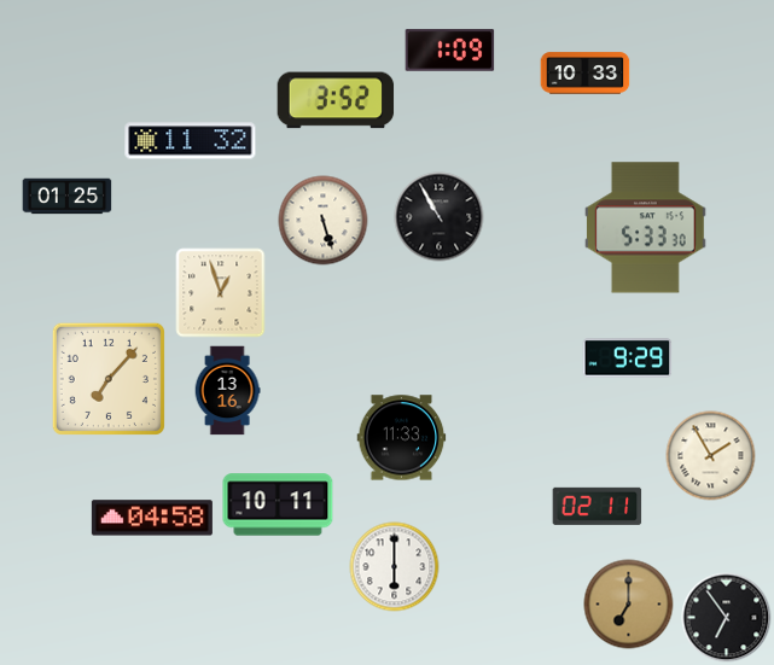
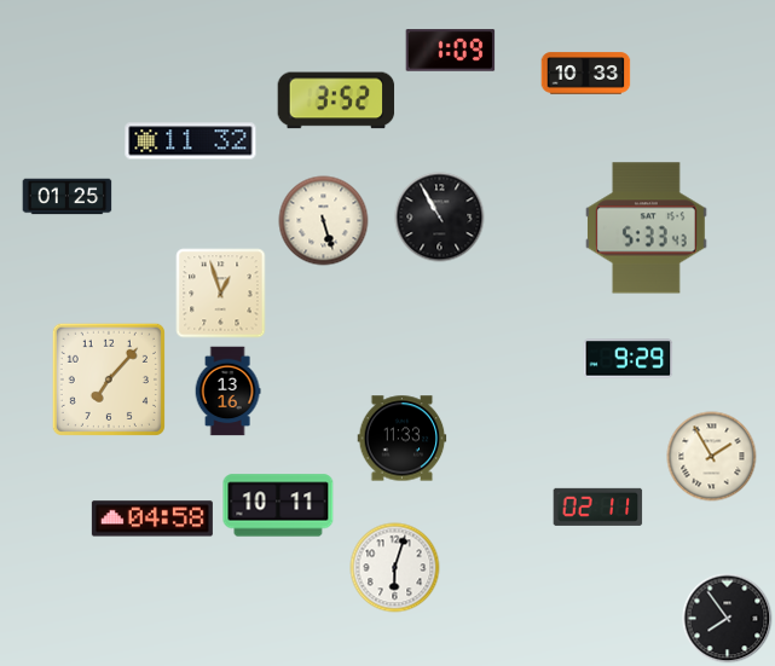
clock at (646, 228): 5:33:30 -> 5:33:43
clock at (395, 567): 6:00 -> 6:03
clock at (629, 605): 7:00 -> none
clock at (727, 618): 6:54 -> 7:54
